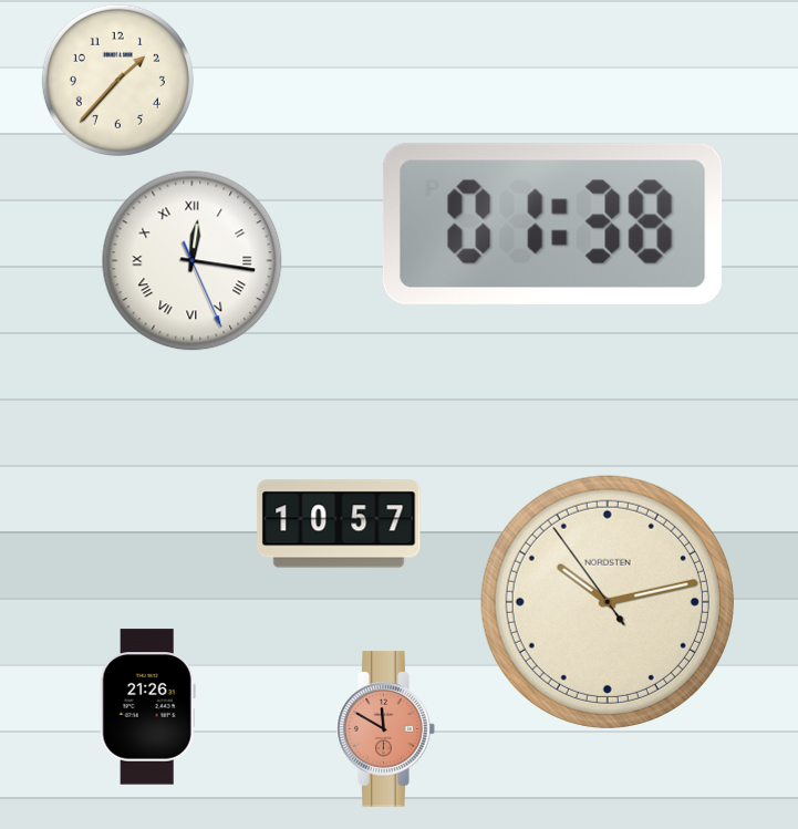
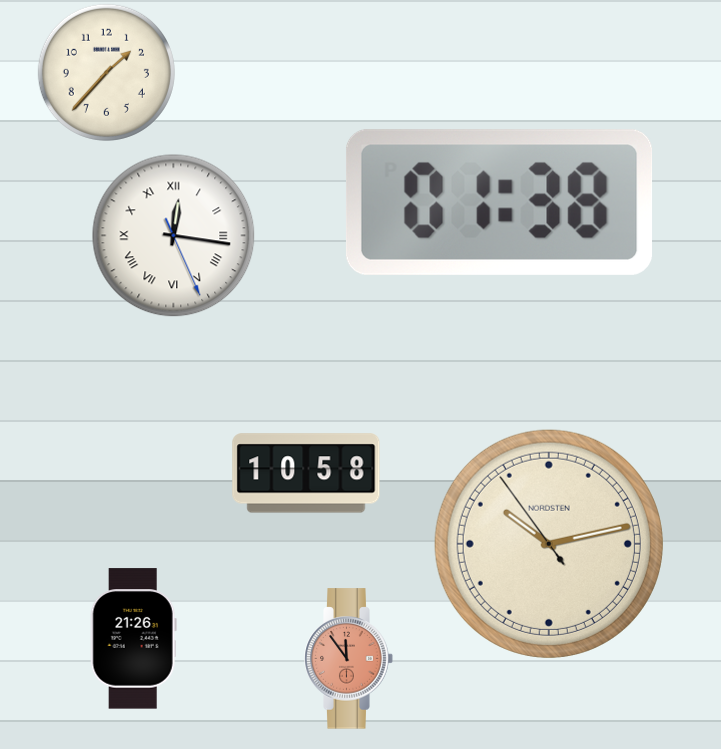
clock at (339, 524): 10:57 -> 10:58
clock at (386, 729): 11:50 -> 11:54
